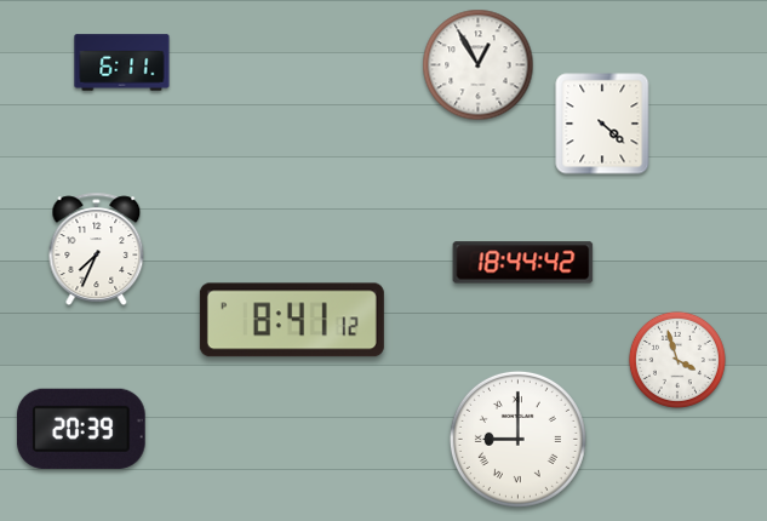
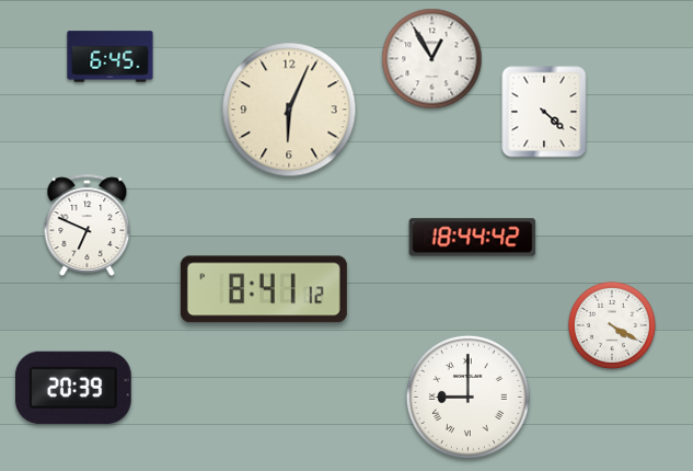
clock at (122, 63): 6:11 -> 6:45
clock at (289, 110): none -> 6:04
clock at (97, 248): 7:34 -> 6:49
clock at (677, 360): 3:57 -> 4:20
